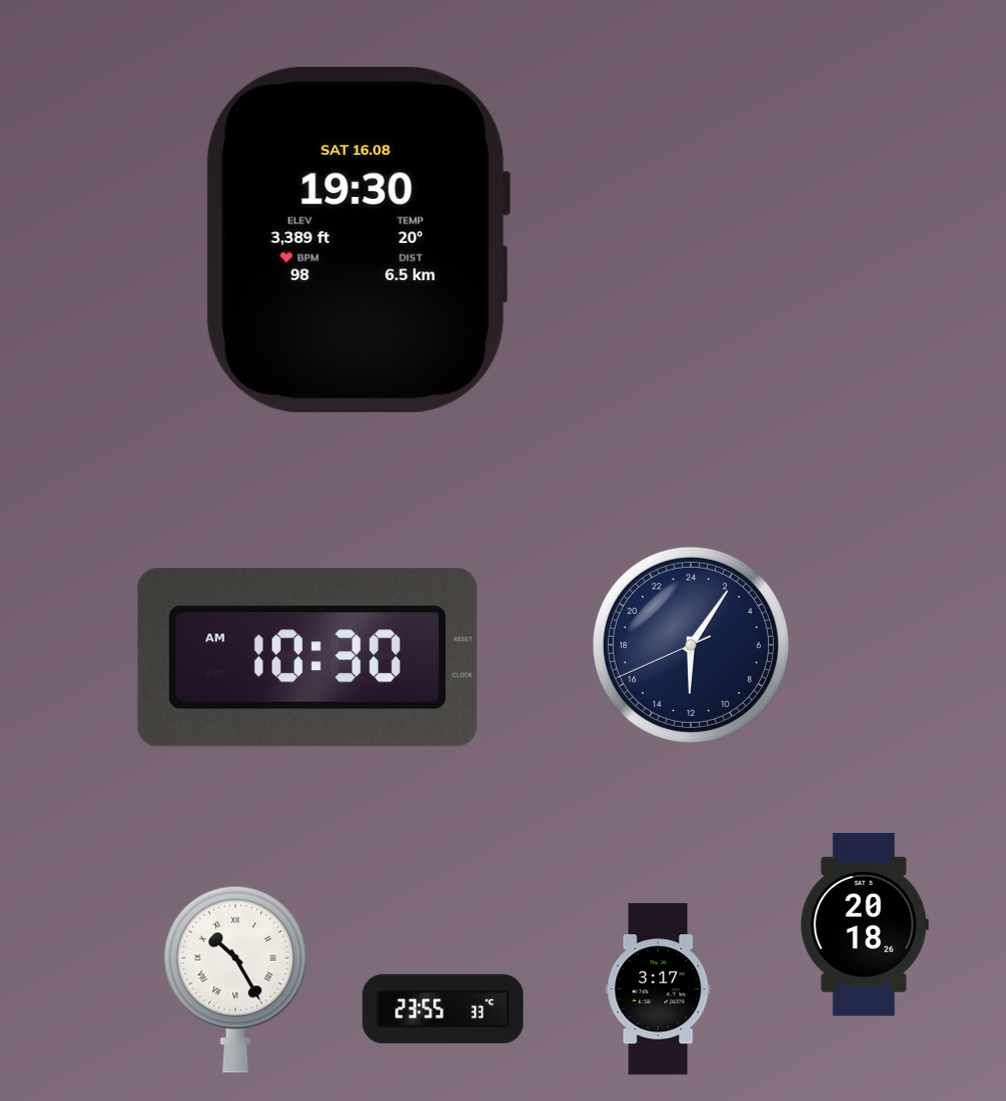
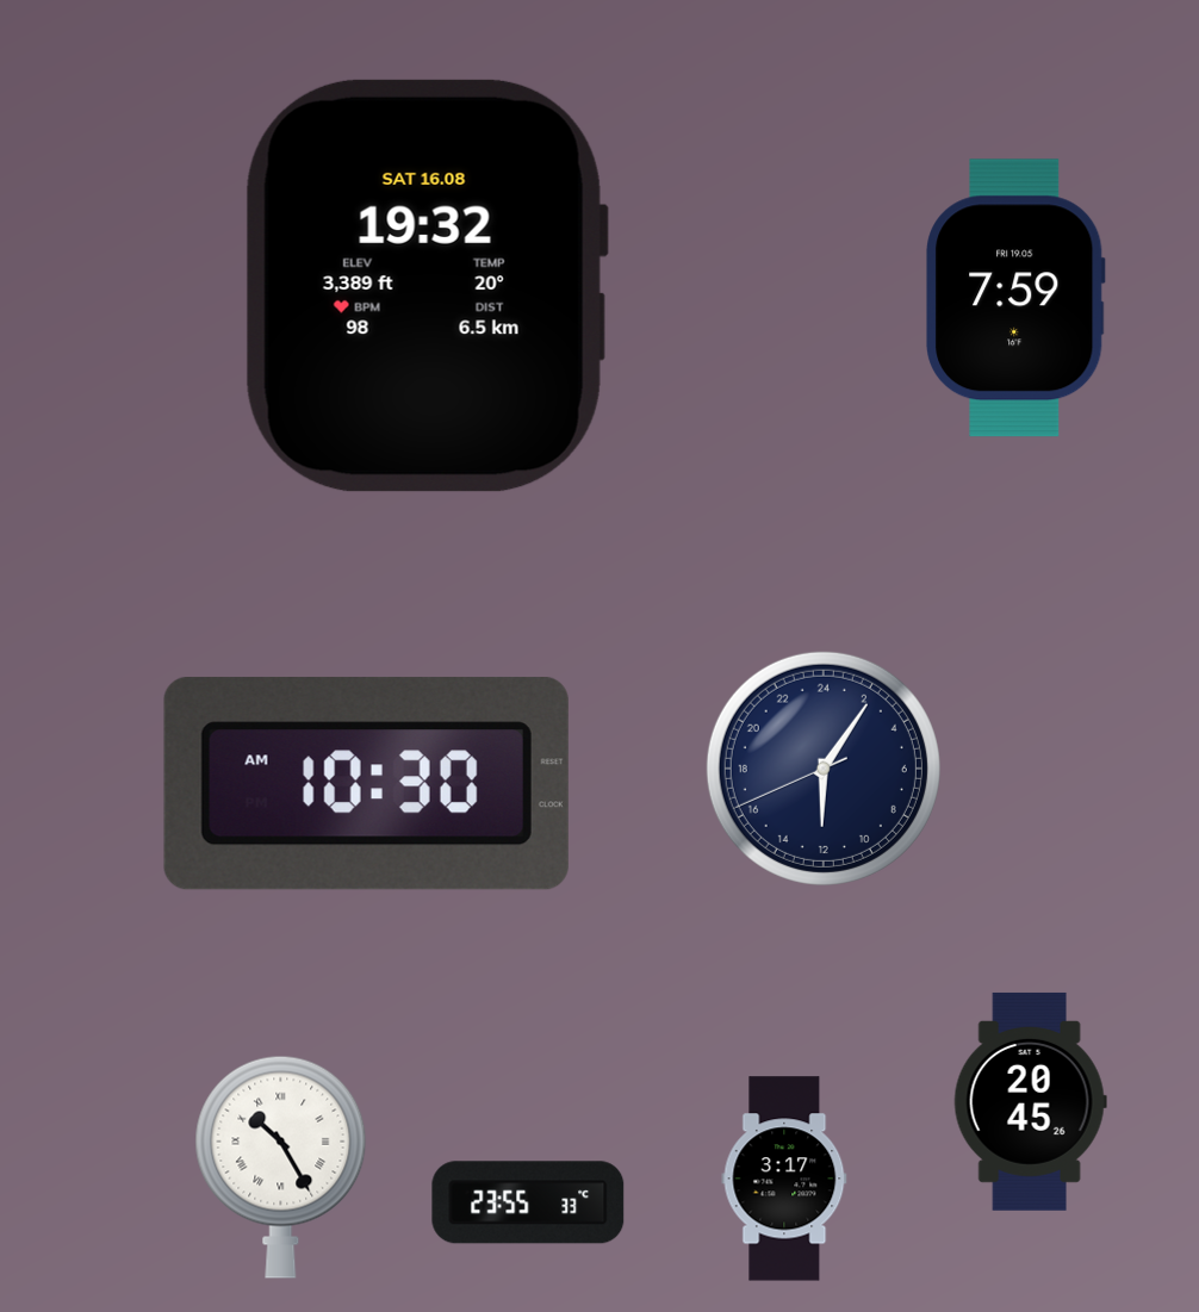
clock at (357, 240): 19:30 -> 19:32
clock at (1017, 298): none -> 7:59
clock at (864, 924): 20:18 -> 20:45
